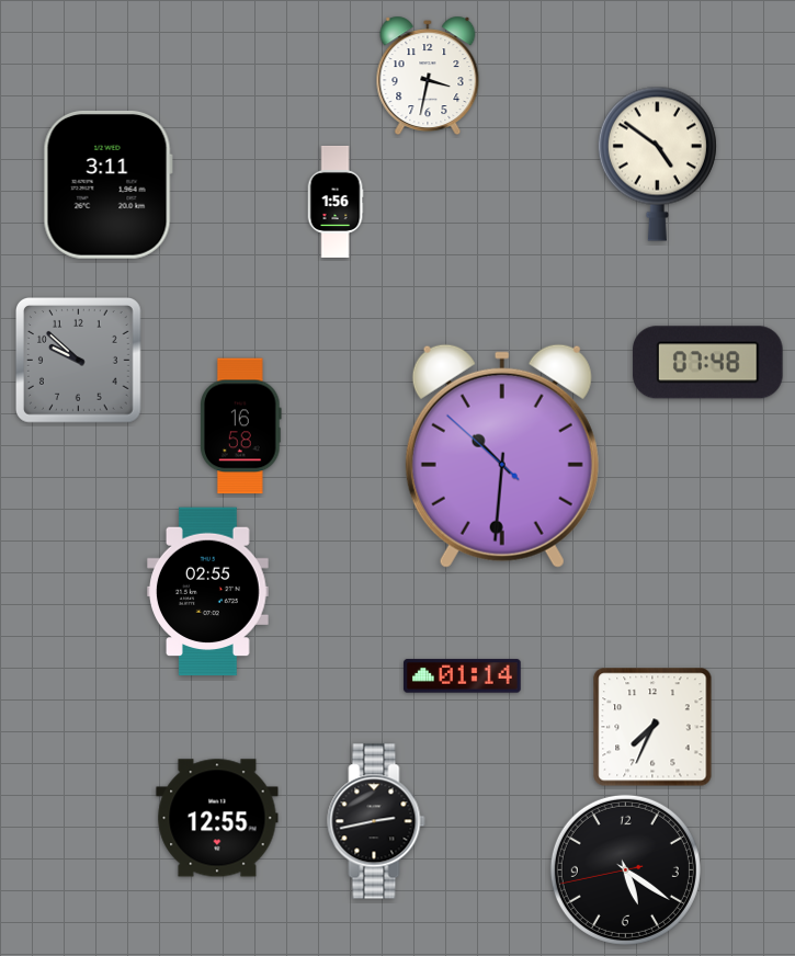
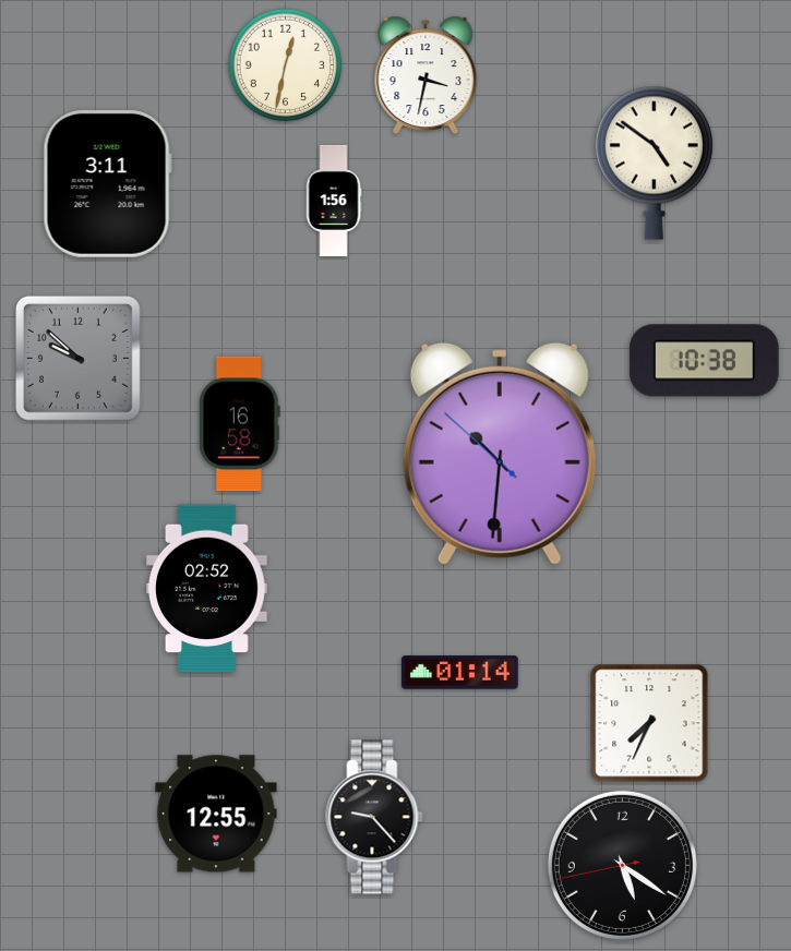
clock at (286, 65): none -> 12:32
clock at (708, 363): 07:48 -> 10:38
clock at (208, 592): 02:55 -> 02:52
clock at (376, 821): 2:43 -> 9:23
